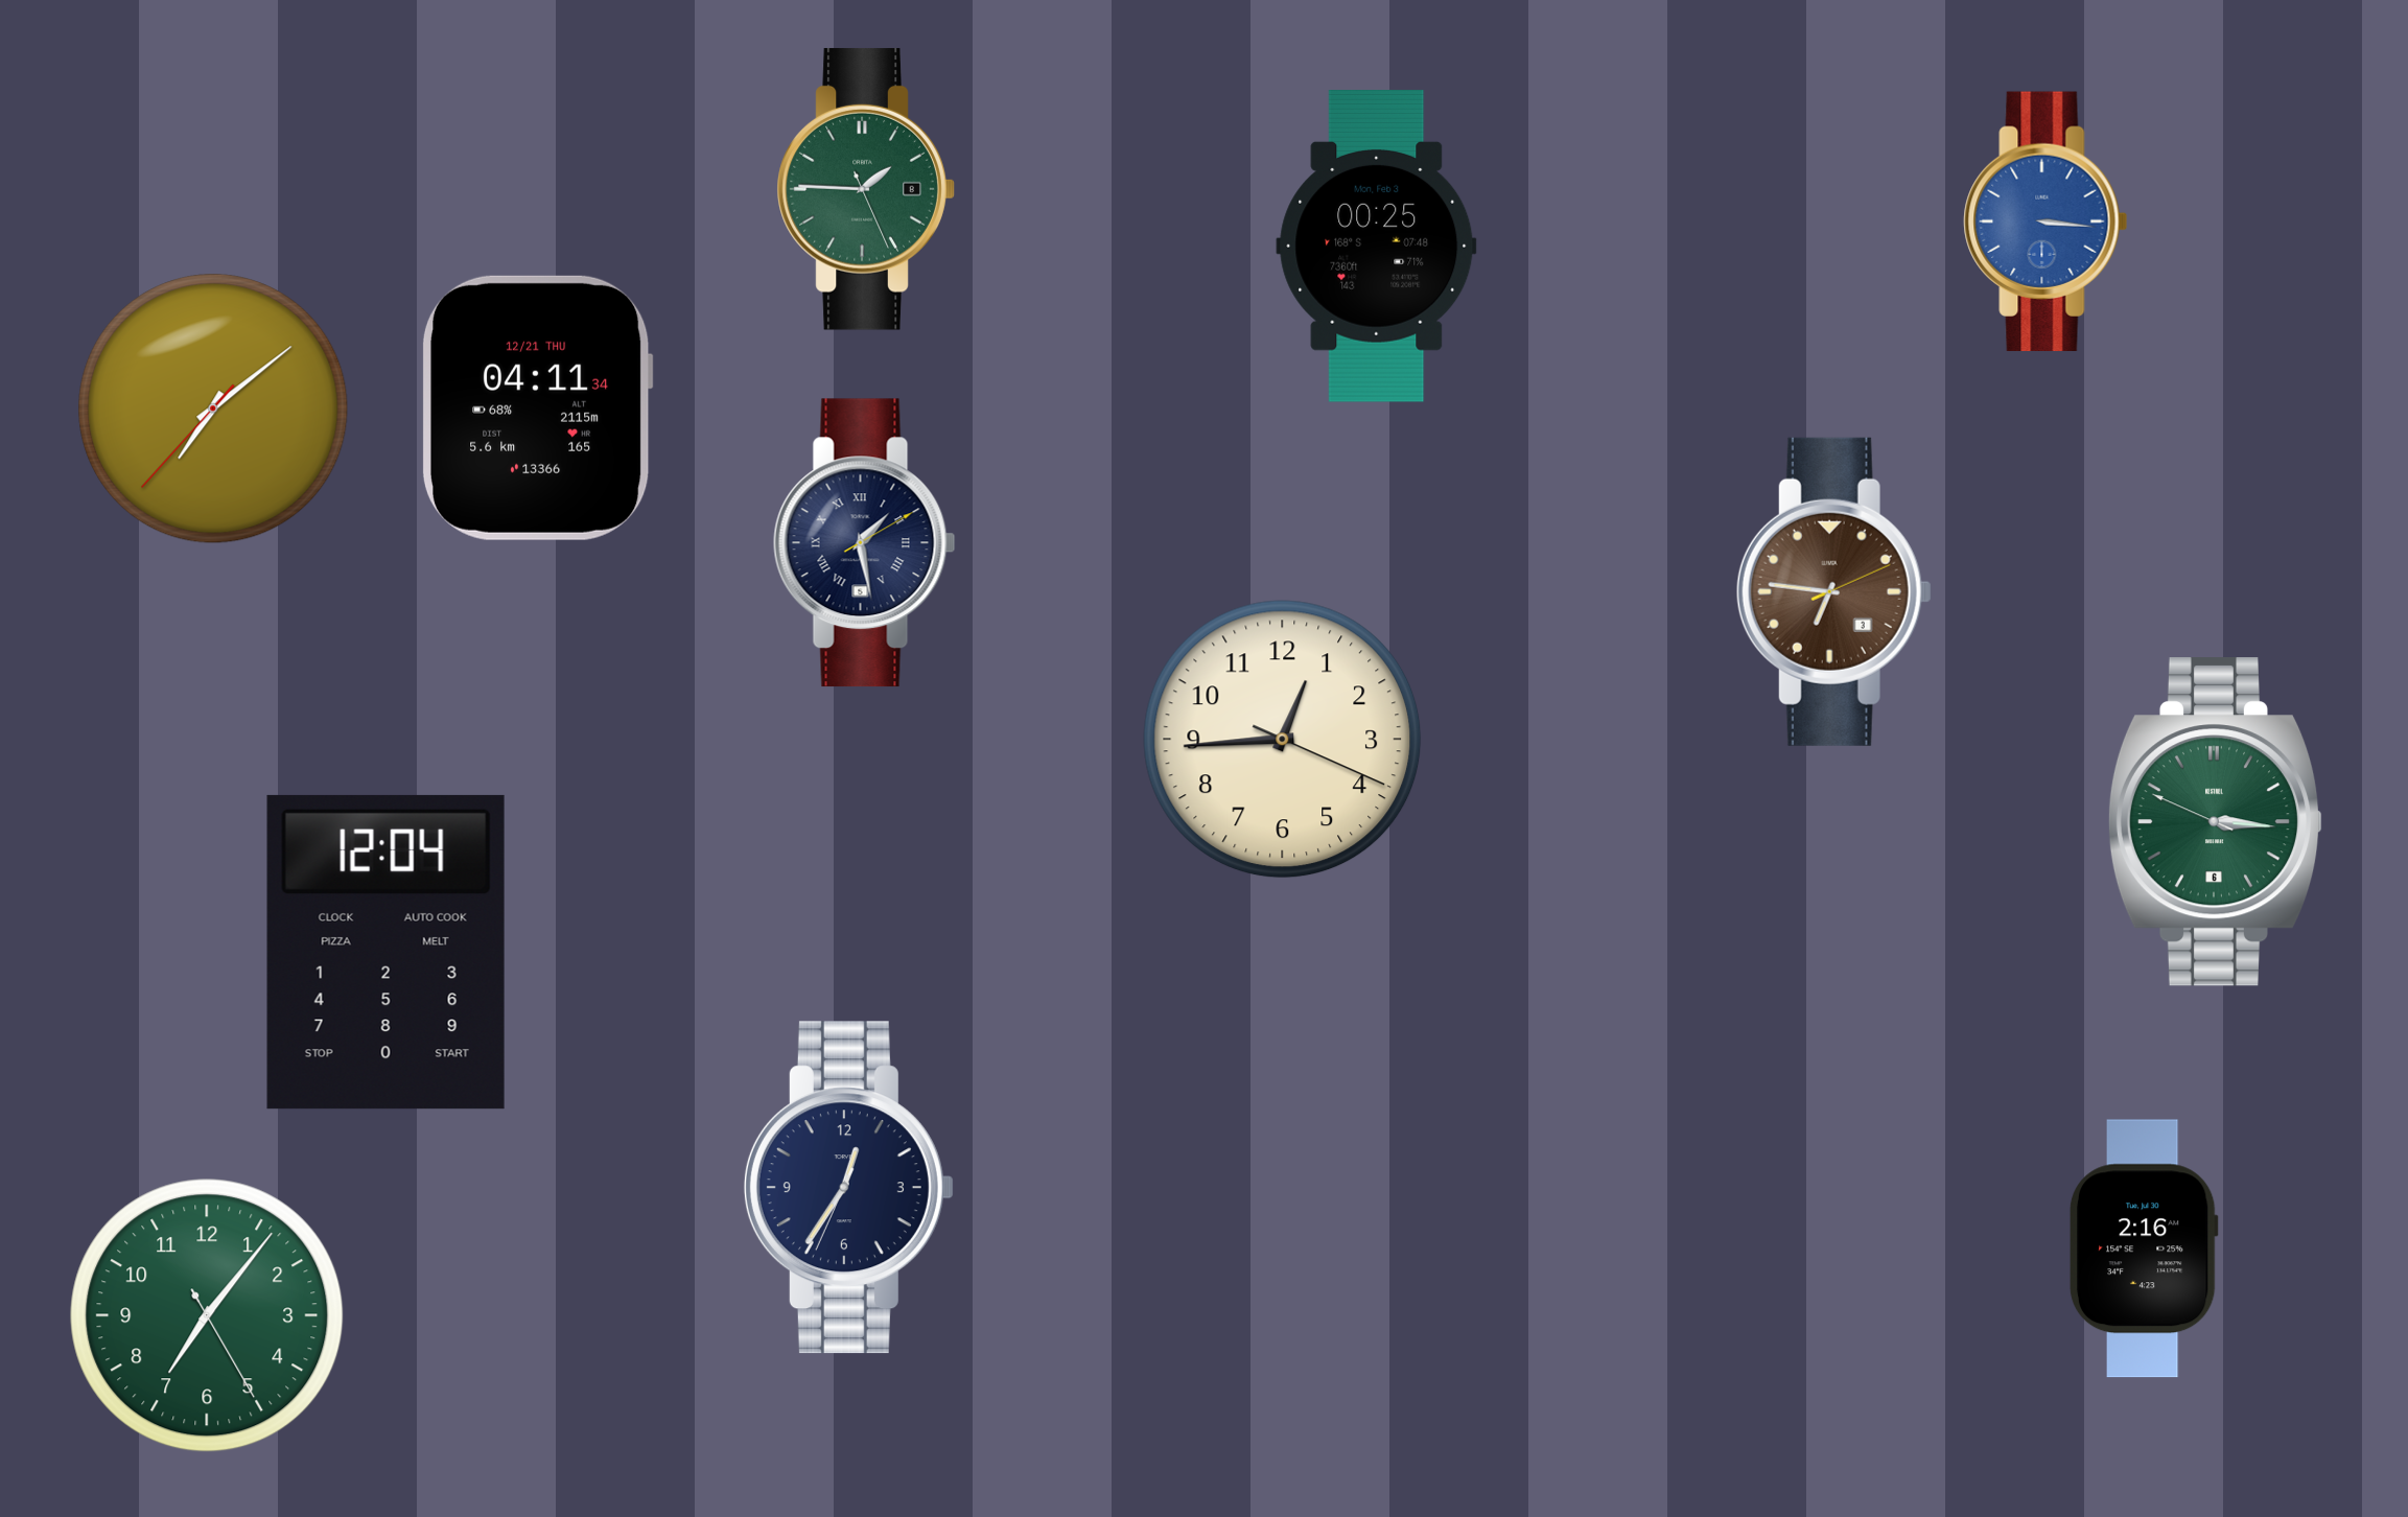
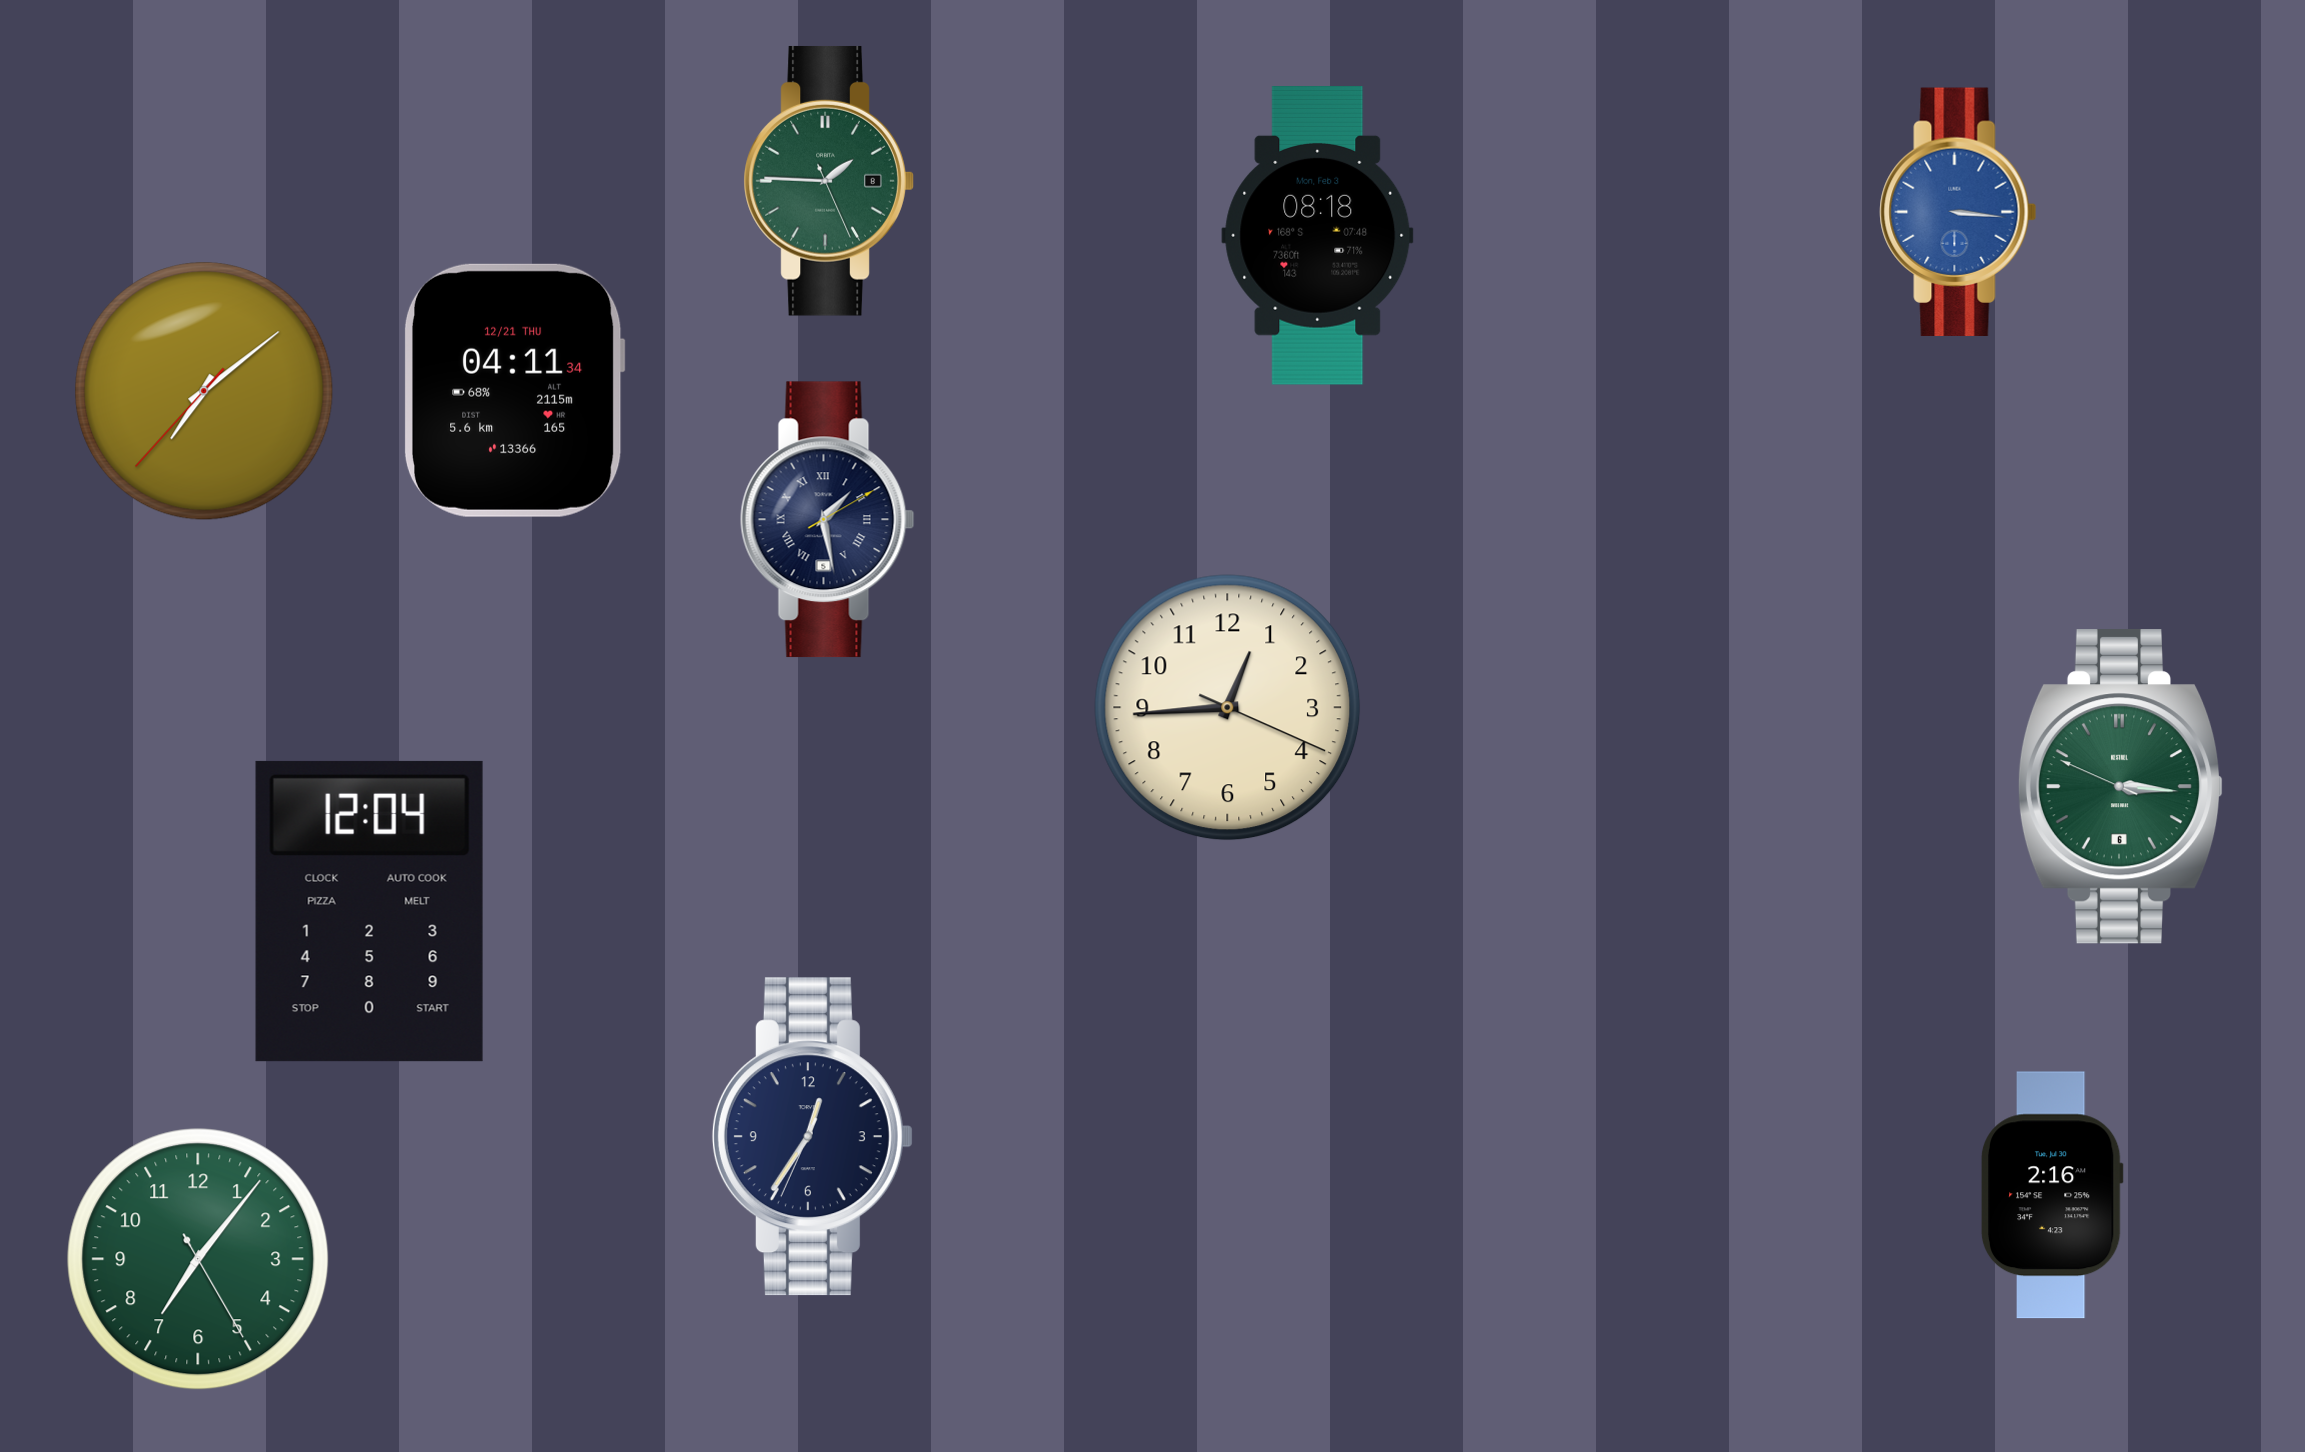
clock at (1377, 247): 00:25 -> 08:18
clock at (1833, 591): 6:46 -> none
